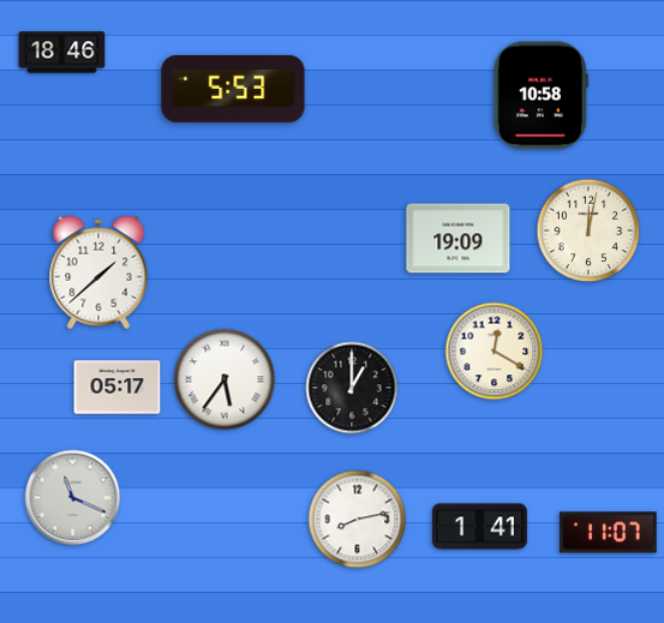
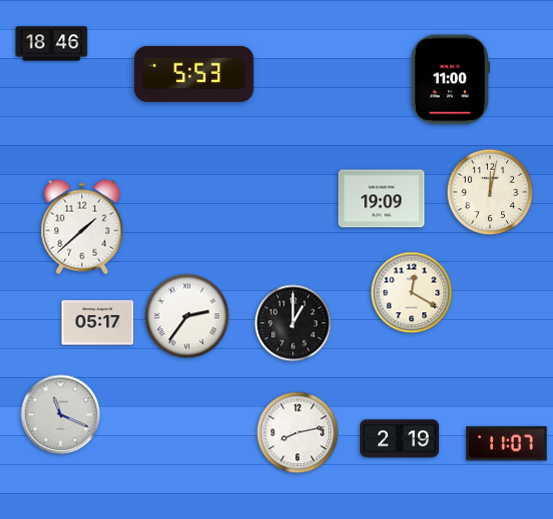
clock at (540, 96): 10:58 -> 11:00
clock at (225, 379): 5:36 -> 2:36
clock at (479, 527): 1:41 -> 2:19
